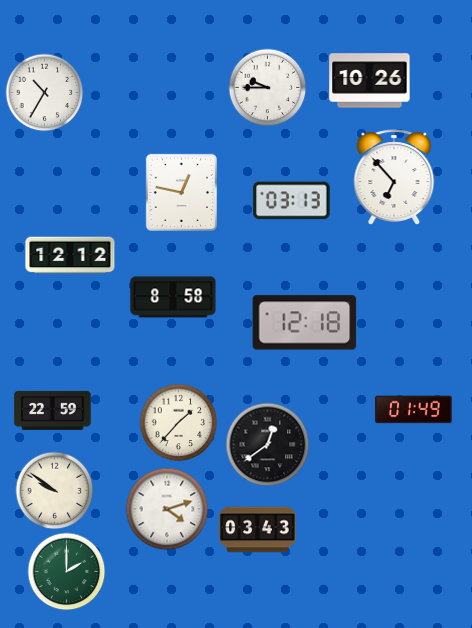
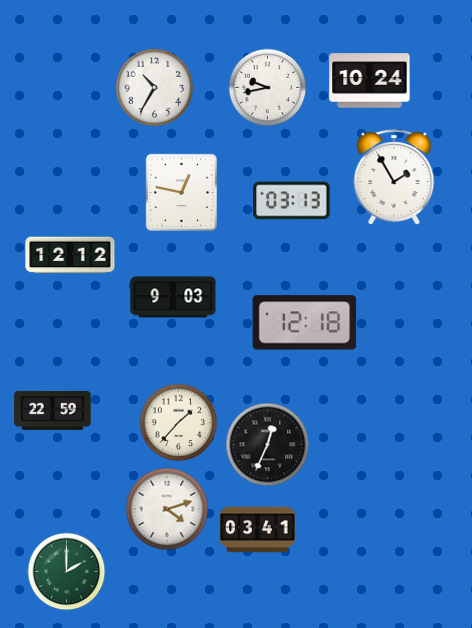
clock at (370, 81): 10:26 -> 10:24
clock at (154, 87): none -> 10:35
clock at (267, 87): 9:45 -> 9:43
clock at (44, 92): 10:35 -> none
clock at (394, 177): 6:53 -> 1:55
clock at (173, 297): 8:58 -> 9:03
clock at (414, 410): 01:49 -> none
clock at (267, 444): 12:39 -> 12:34
clock at (54, 490): 9:51 -> none
clock at (258, 530): 03:43 -> 03:41
